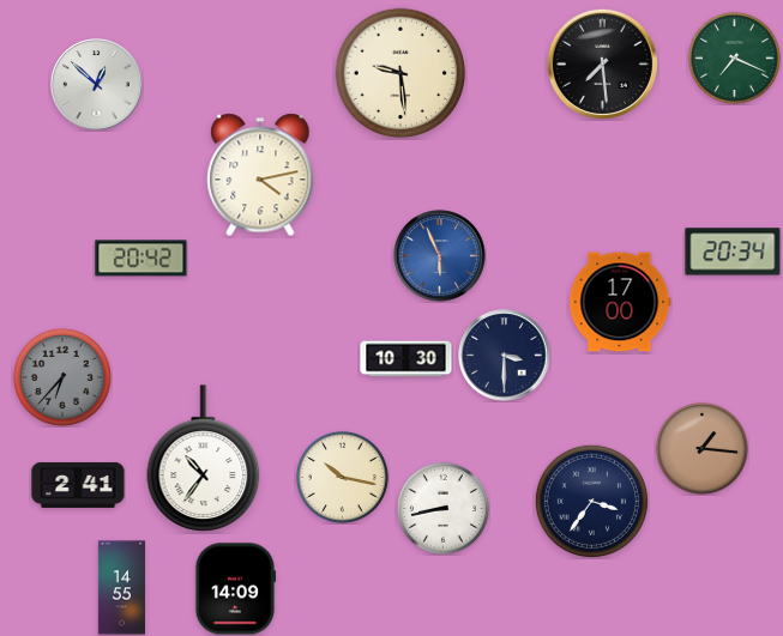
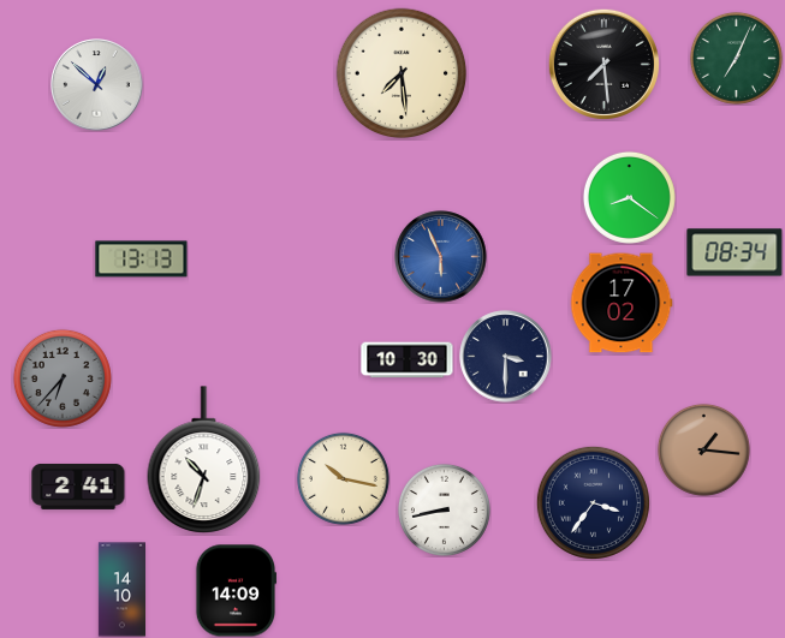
clock at (734, 57): 7:19 -> 7:04
clock at (400, 73): 9:29 -> 7:29
clock at (260, 175): 4:13 -> none
clock at (629, 197): none -> 8:21
clock at (733, 252): 20:34 -> 08:34
clock at (141, 259): 20:42 -> 13:13
clock at (620, 302): 17:00 -> 17:02
clock at (204, 459): 10:36 -> 10:33
clock at (121, 588): 14:55 -> 14:10
